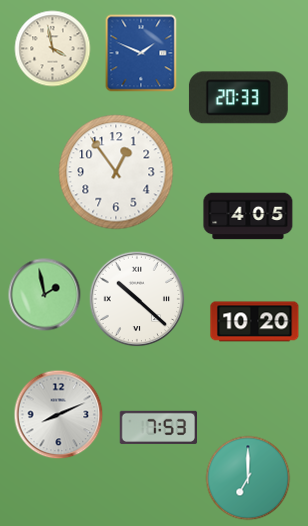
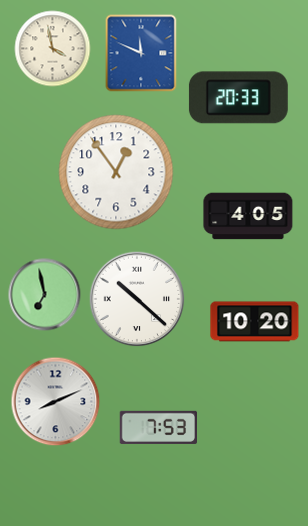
clock at (141, 53): 1:49 -> 11:49
clock at (45, 295): 1:58 -> 6:58
clock at (59, 415) position: (59, 415) -> (56, 402)
clock at (248, 478): 7:00 -> none
